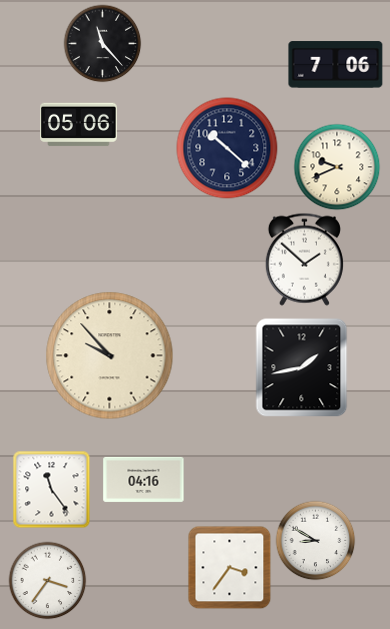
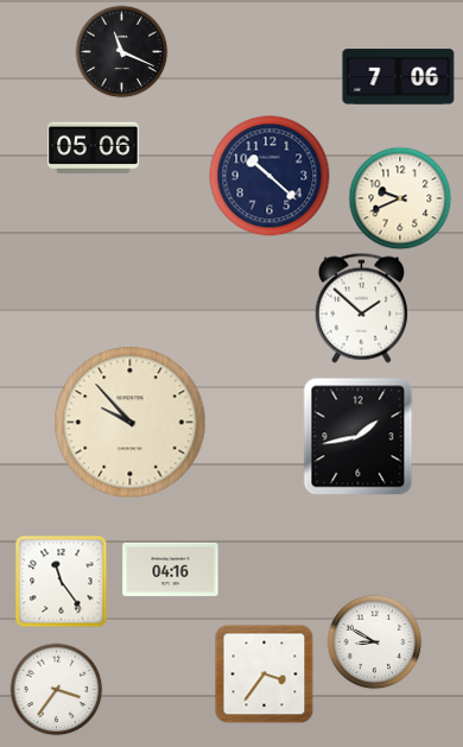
clock at (102, 43): 11:23 -> 11:19
clock at (229, 567) position: (229, 567) -> (264, 673)
